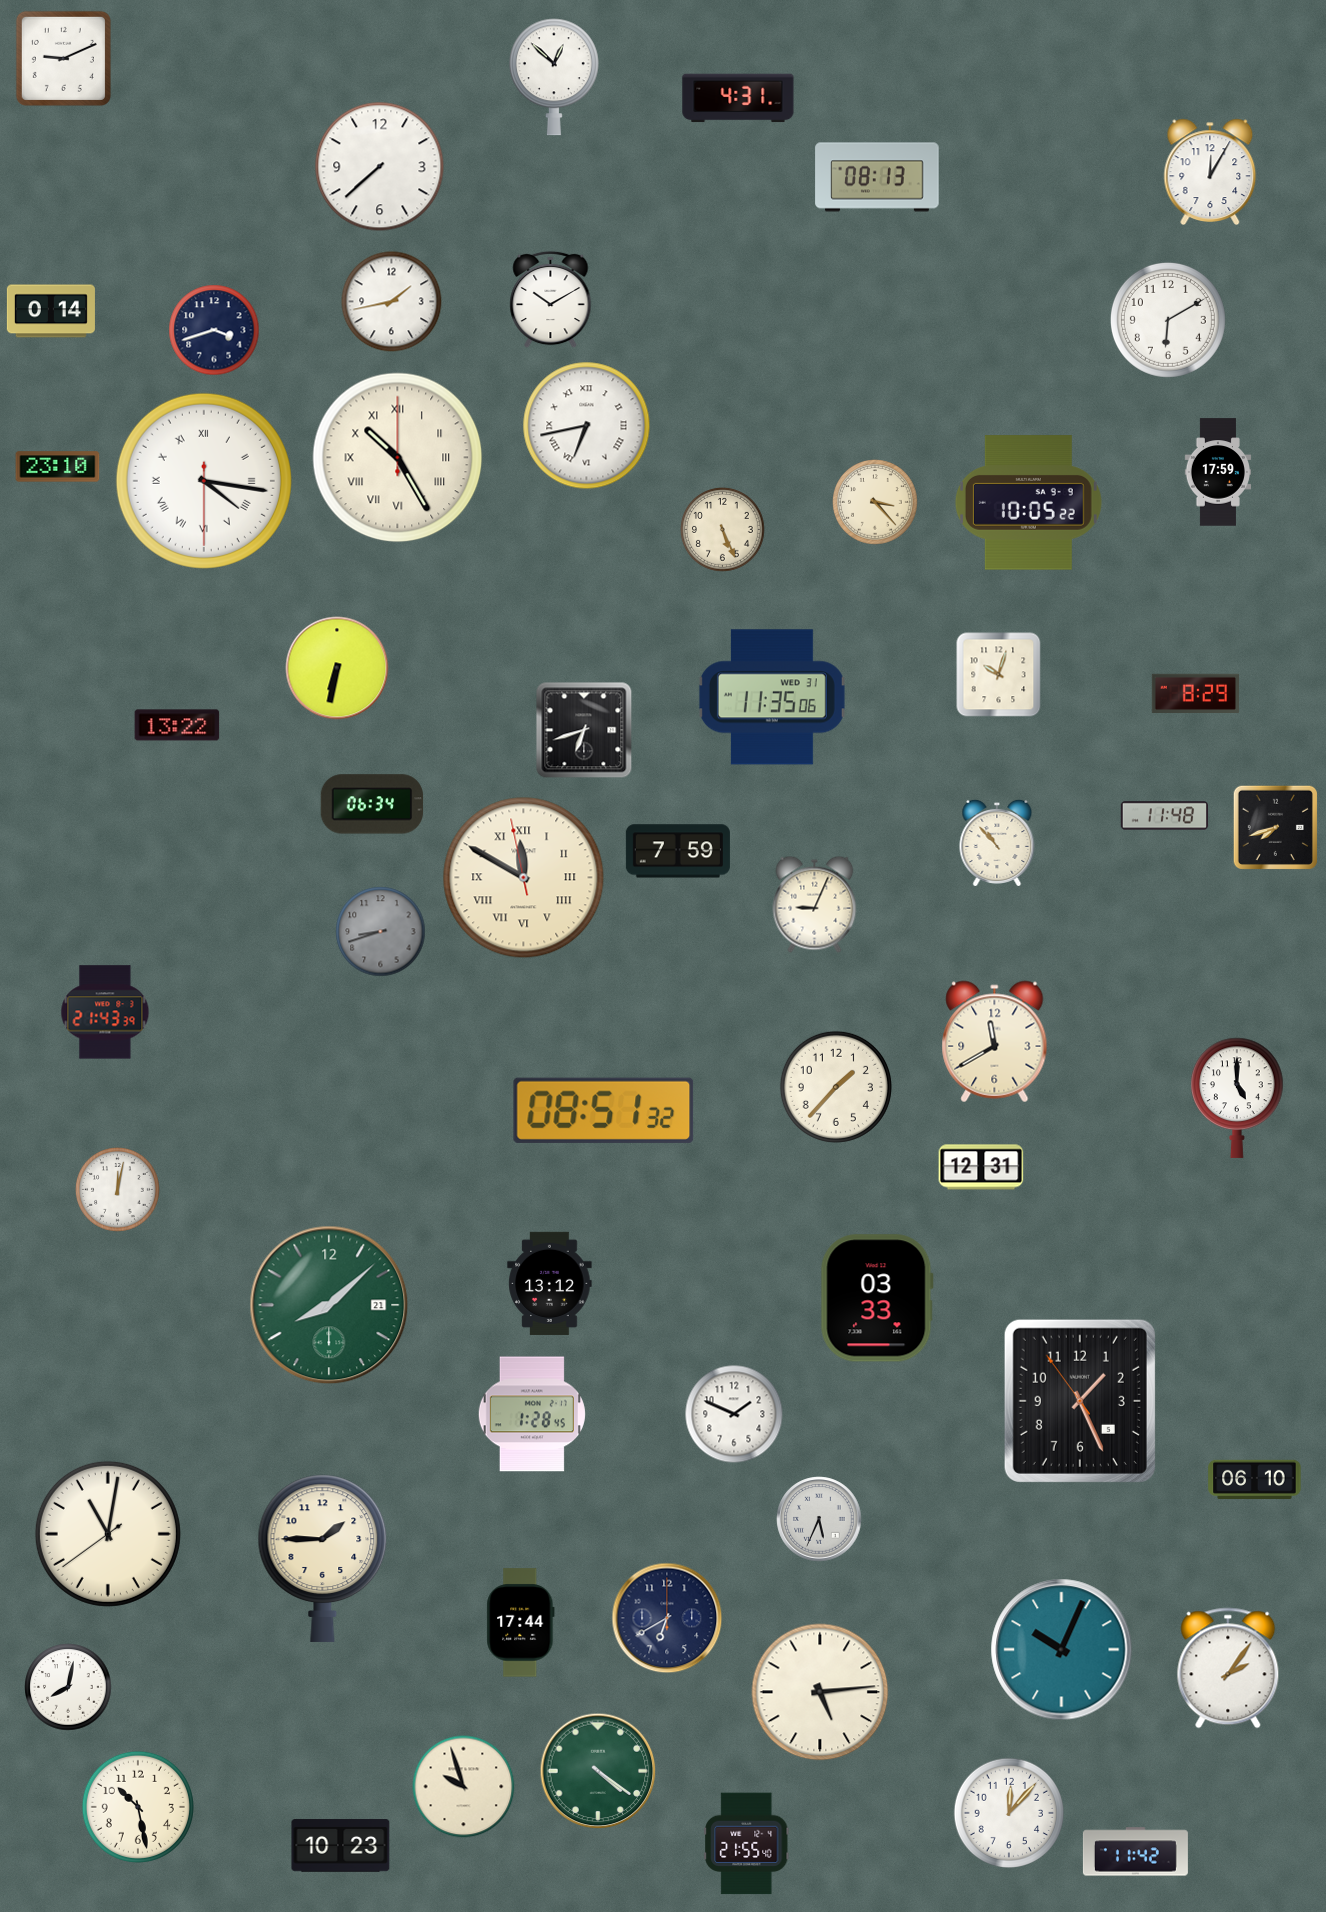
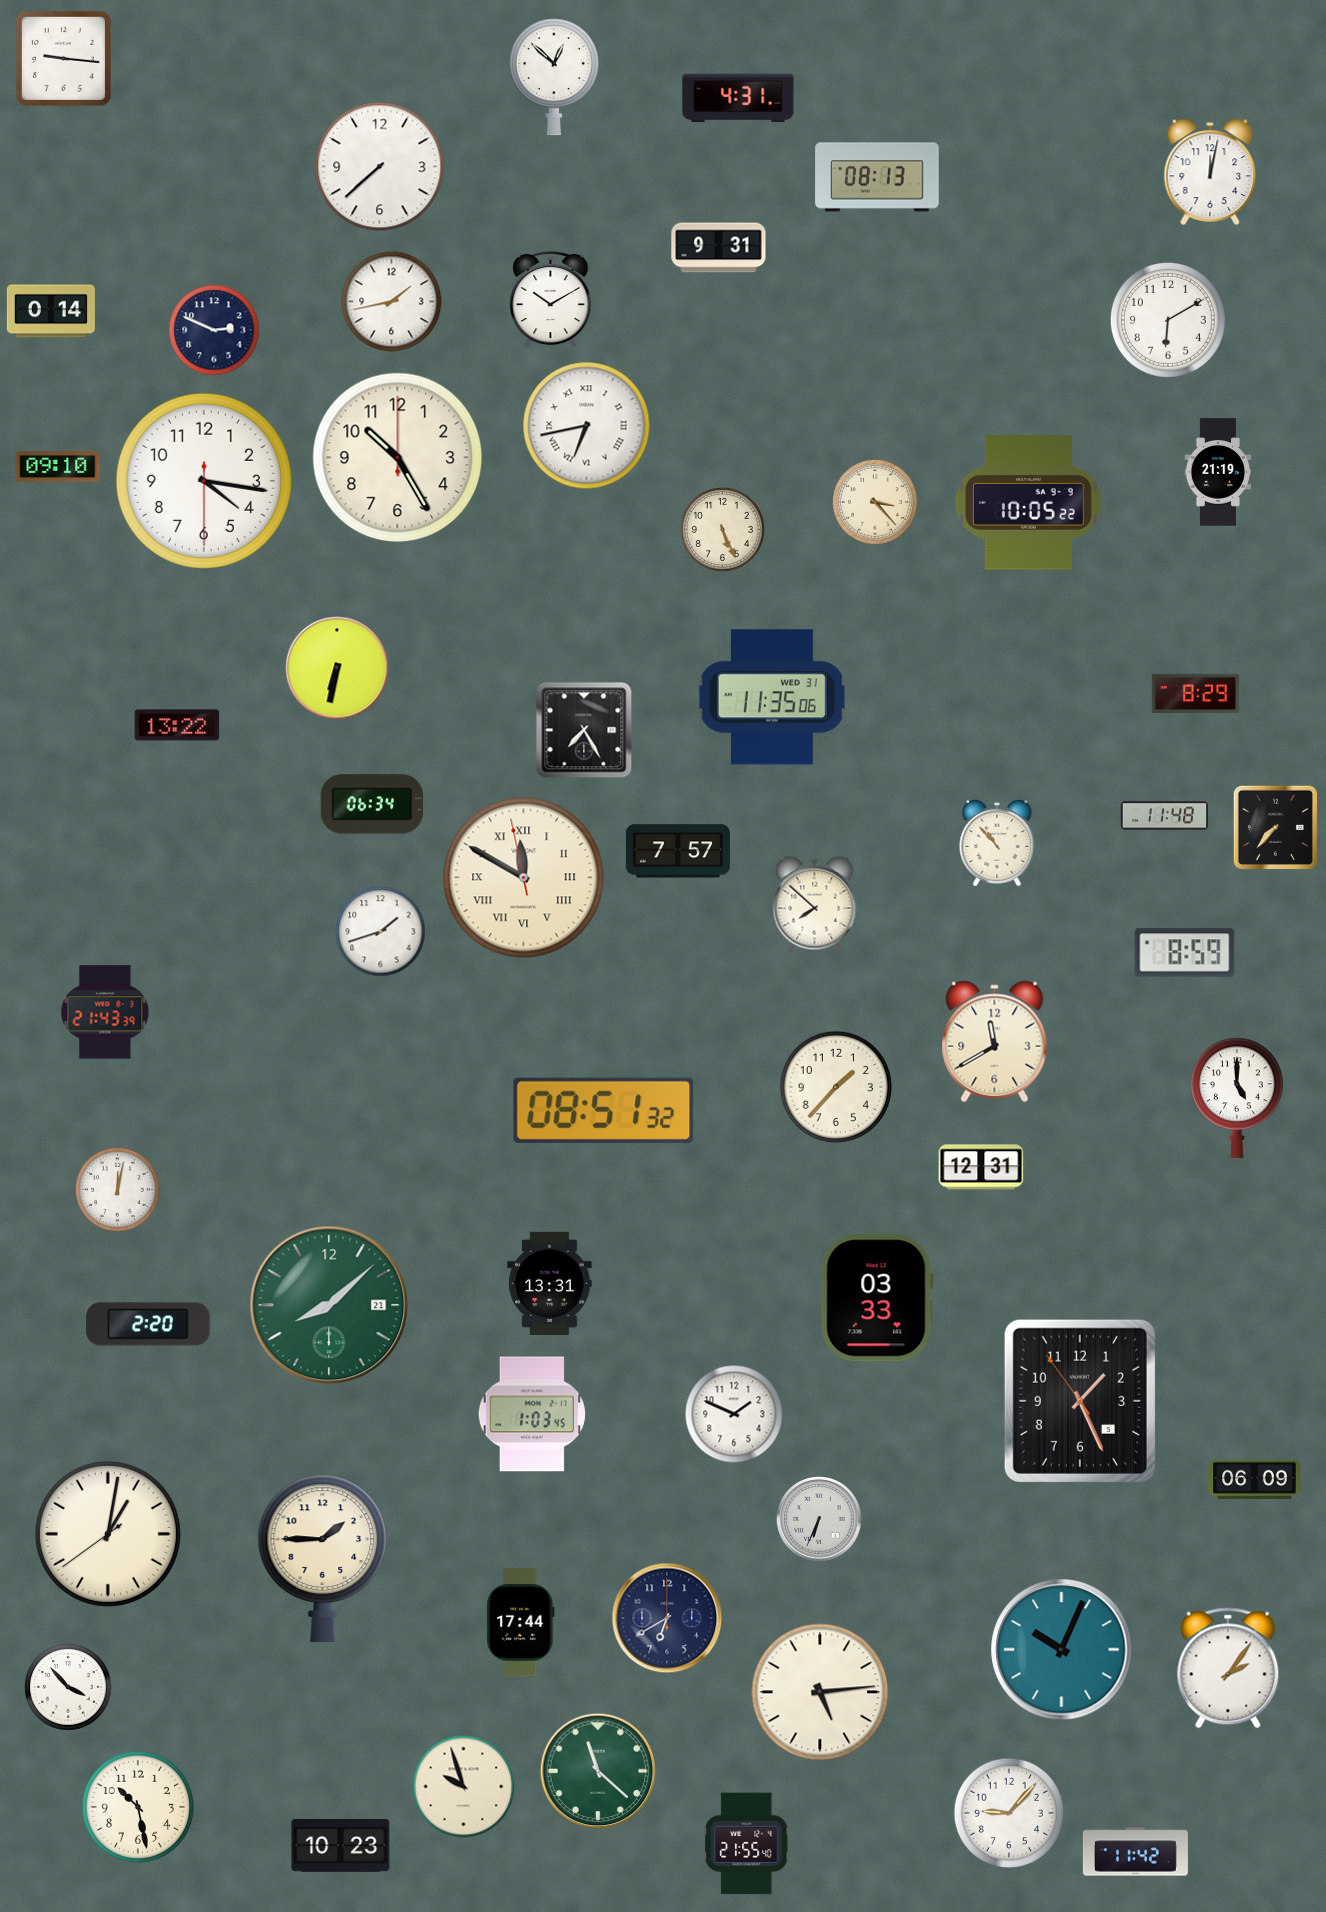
clock at (63, 58): 9:11 -> 9:16
clock at (1210, 171): 12:05 -> 12:02
clock at (719, 248): none -> 9:31
clock at (214, 330): 3:42 -> 2:49
clock at (398, 458) numerals: Roman -> Arabic
clock at (58, 467): 23:10 -> 09:10
clock at (1217, 472): 17:59 -> 21:19
clock at (204, 481) numerals: Roman -> Arabic
clock at (999, 675): 10:03 -> none
clock at (584, 730): 6:42 -> 7:25
clock at (1275, 827): 7:42 -> 7:37
clock at (678, 851): 7:59 -> 7:57
clock at (815, 904): 9:04 -> 7:52
clock at (381, 932): 8:42 -> 1:42
clock at (381, 932) dial: grey -> white
clock at (1185, 953): none -> 8:59
clock at (550, 1283): 13:12 -> 13:31
clock at (148, 1324): none -> 2:20
clock at (532, 1414): 1:28 -> 1:03
clock at (1255, 1480): 06:10 -> 06:09
clock at (819, 1519): 5:34 -> 6:34
clock at (108, 1534): 11:01 -> 1:01
clock at (68, 1687): 8:02 -> 3:53
clock at (598, 1771): 4:21 -> 11:22
clock at (1008, 1812): 12:07 -> 9:07
